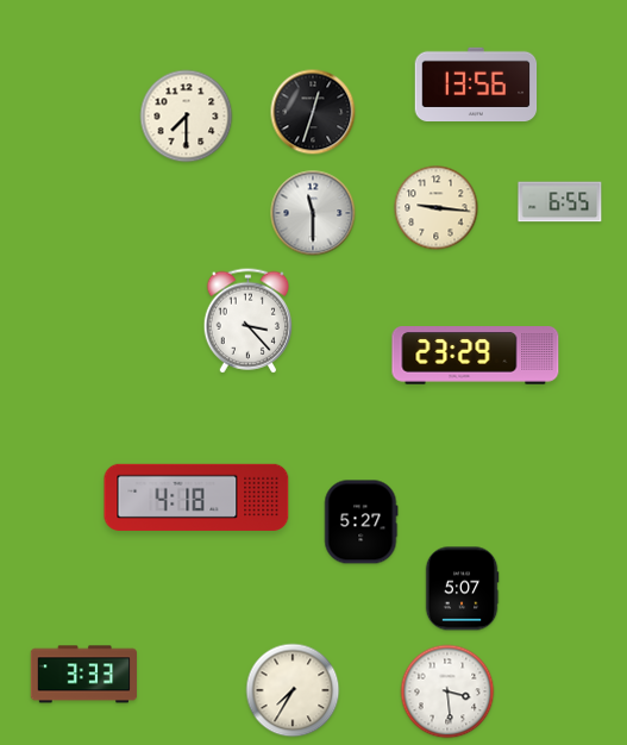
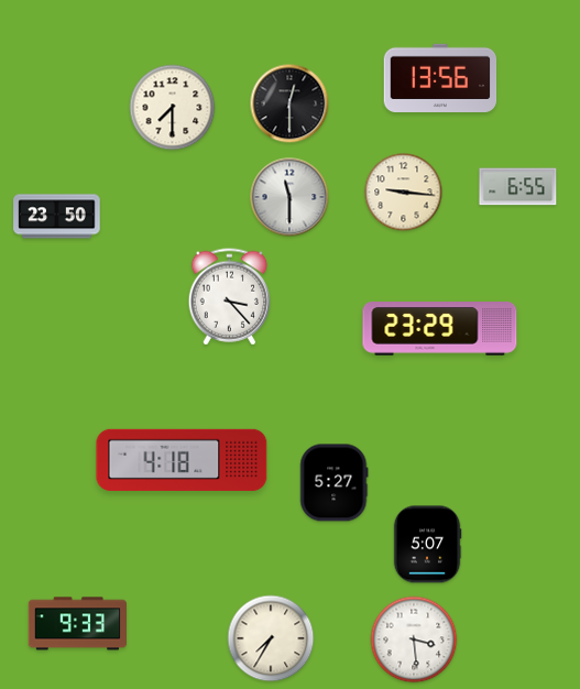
clock at (313, 112): 12:33 -> 12:30
clock at (57, 217): none -> 23:50
clock at (83, 675): 3:33 -> 9:33
